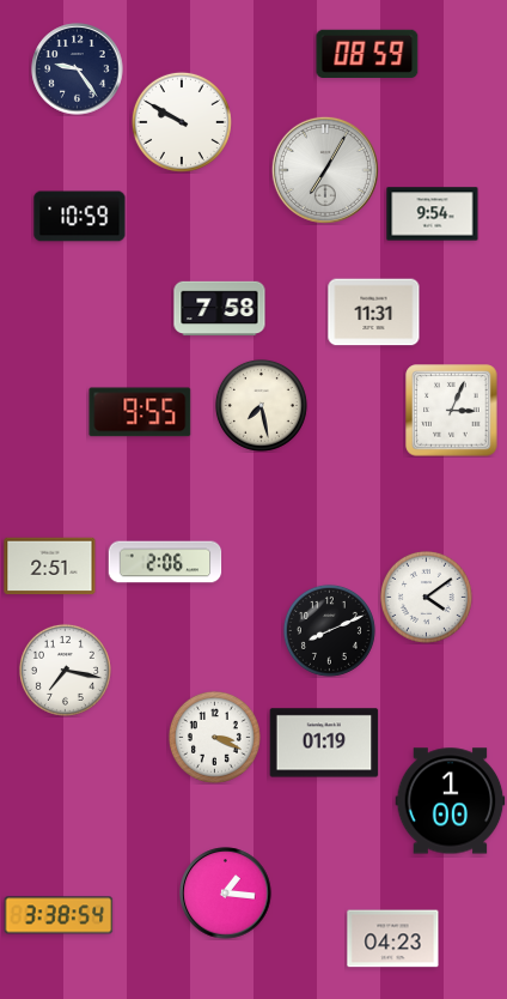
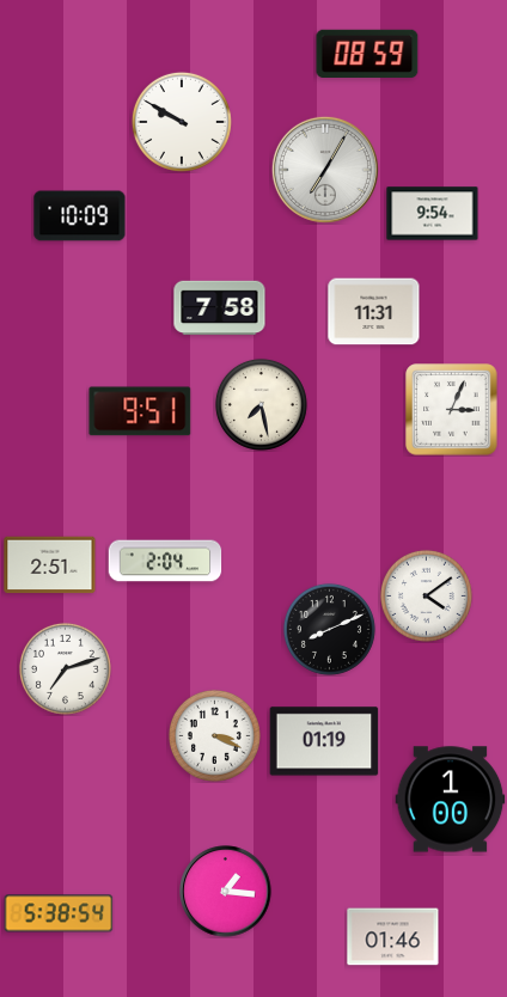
clock at (78, 69): 9:24 -> none
clock at (80, 217): 10:59 -> 10:09
clock at (140, 412): 9:55 -> 9:51
clock at (165, 562): 2:06 -> 2:04
clock at (65, 670): 7:17 -> 7:12
clock at (59, 915): 3:38 -> 5:38
clock at (393, 939): 04:23 -> 01:46
